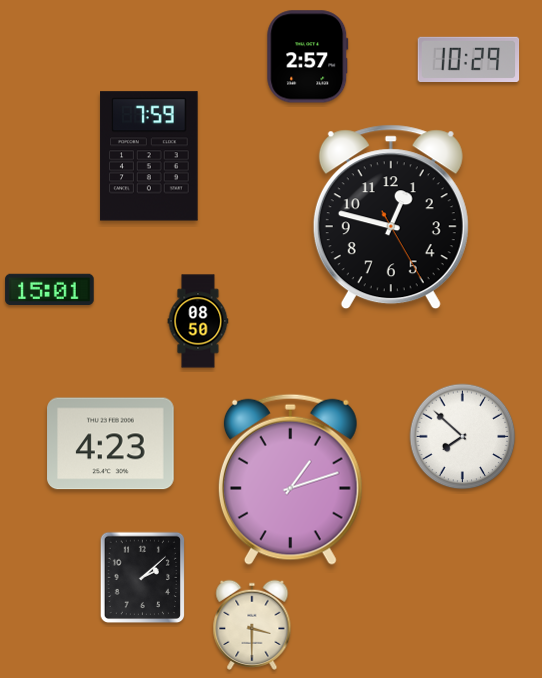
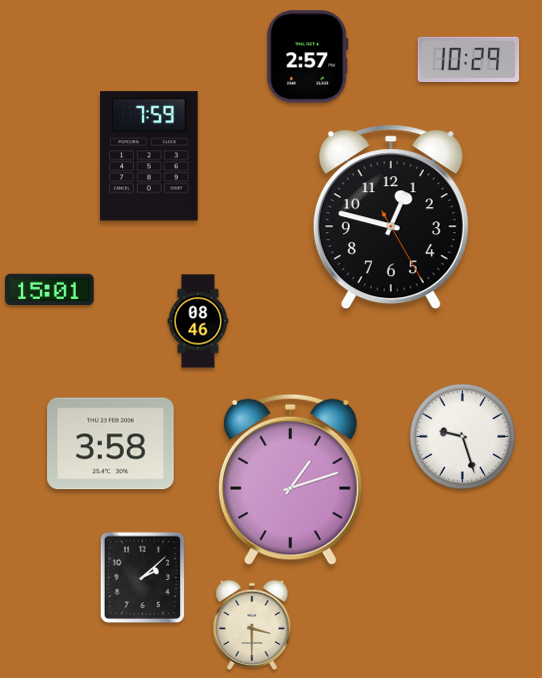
clock at (198, 321): 08:50 -> 08:46
clock at (463, 437): 7:52 -> 9:27
clock at (111, 444): 4:23 -> 3:58
